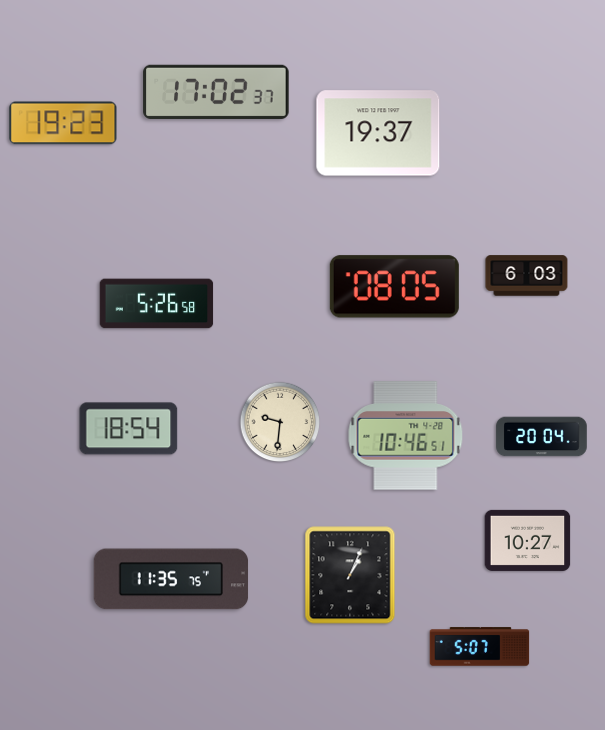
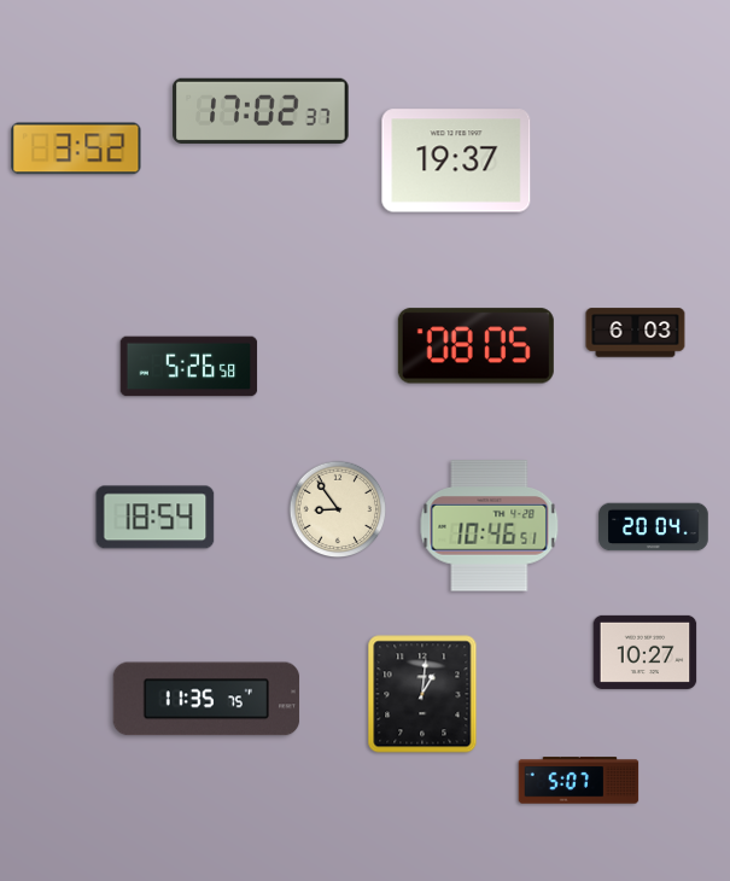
clock at (63, 123): 19:23 -> 3:52
clock at (280, 422): 9:31 -> 8:54
clock at (528, 540) position: (528, 540) -> (646, 652)
clock at (350, 575): 1:04 -> 1:01
